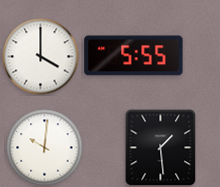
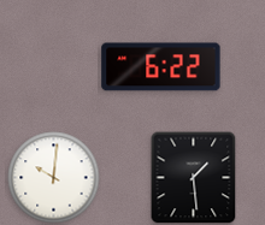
clock at (134, 56): 5:55 -> 6:22
clock at (41, 57): 4:00 -> none
